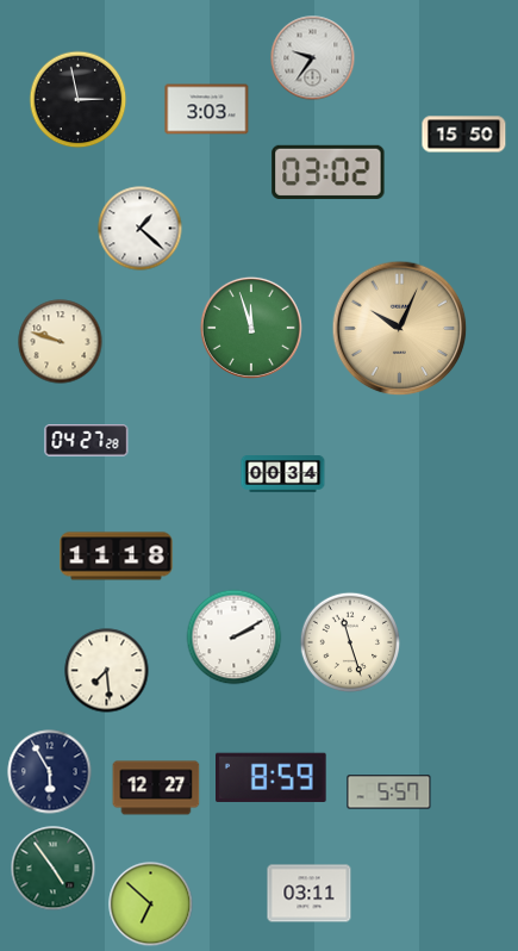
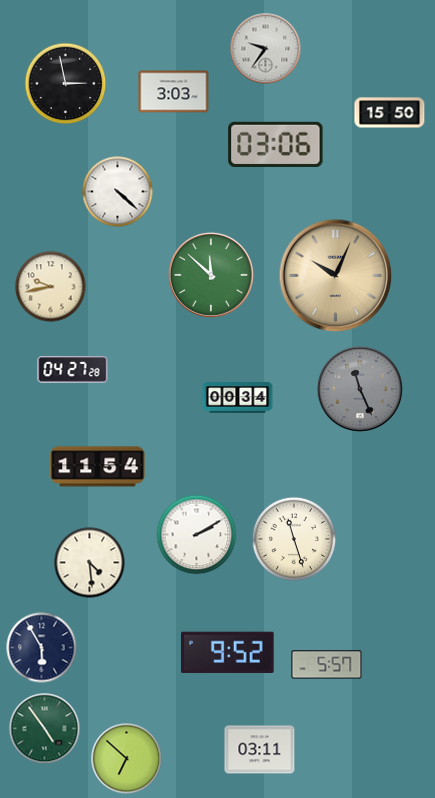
clock at (313, 58) position: (313, 58) -> (266, 49)
clock at (329, 172): 03:02 -> 03:06
clock at (141, 229): 1:22 -> 4:22
clock at (251, 328): 11:57 -> 11:52
clock at (61, 342): 9:48 -> 9:43
clock at (360, 389): none -> 11:26
clock at (117, 557): 11:18 -> 11:54
clock at (107, 671): 7:29 -> 4:29
clock at (272, 777): 8:59 -> 9:52
clock at (156, 788): 12:27 -> none
